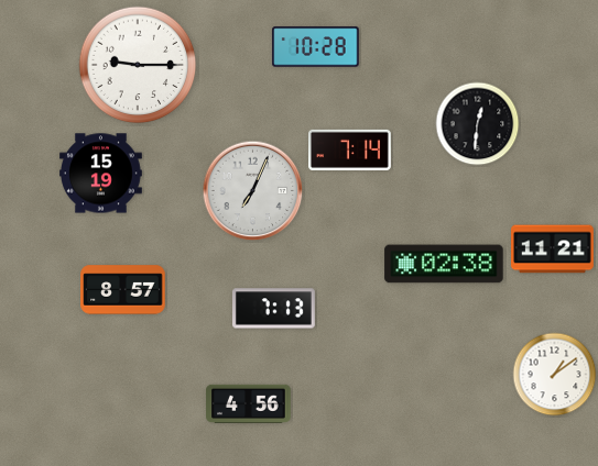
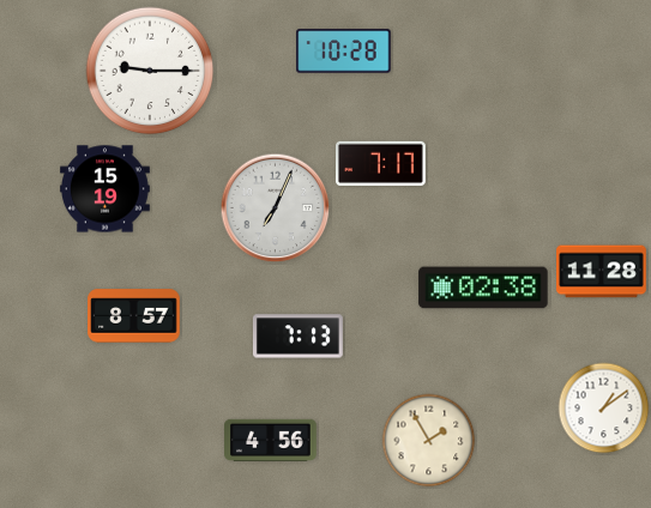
clock at (478, 124): 12:31 -> none
clock at (350, 149): 7:14 -> 7:17
clock at (101, 174) position: (101, 174) -> (106, 189)
clock at (553, 249): 11:21 -> 11:28
clock at (429, 441): none -> 1:55
